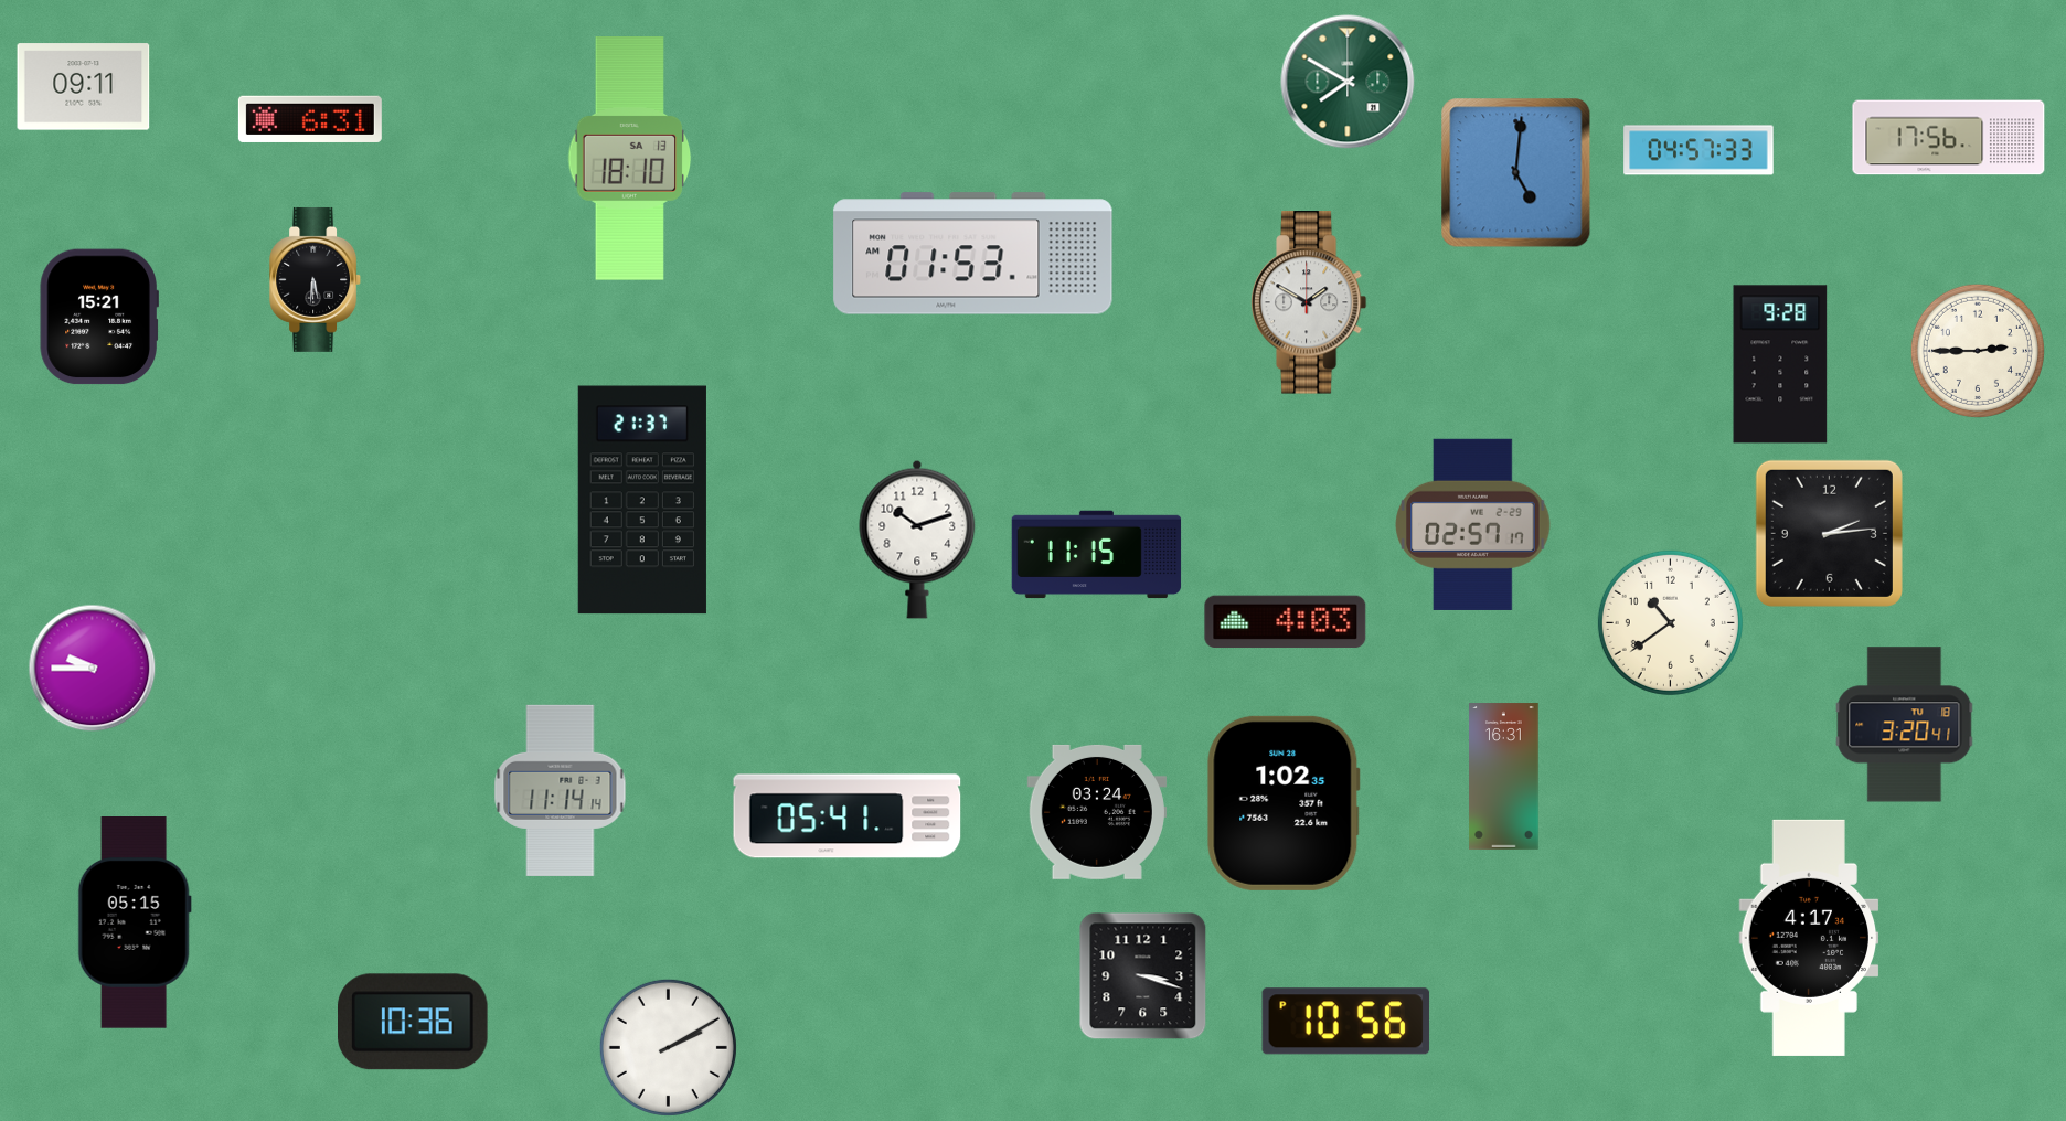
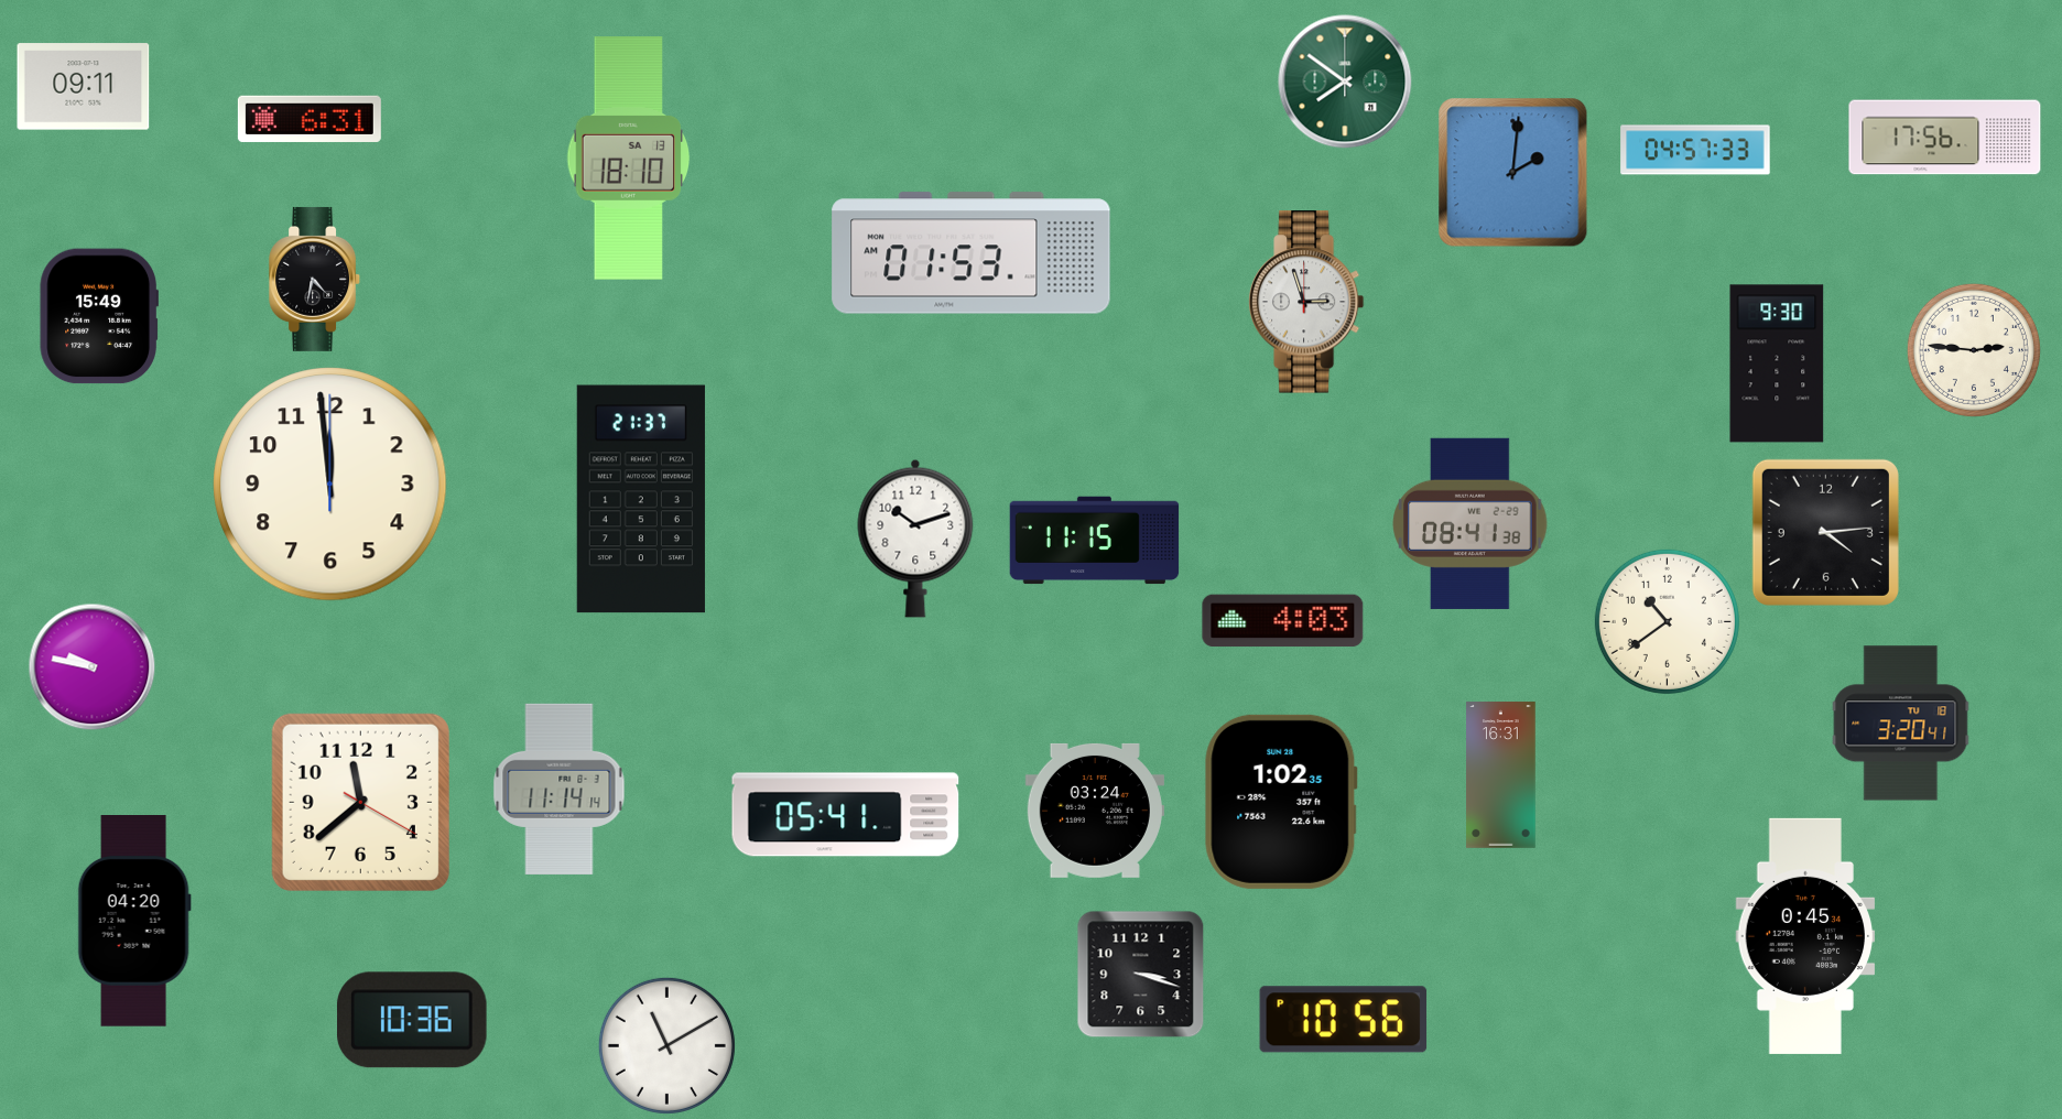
clock at (1348, 82): 7:50 -> 7:51
clock at (1516, 173): 5:01 -> 2:01
clock at (316, 279): 5:31 -> 4:32
clock at (1309, 302): 1:50 -> 2:57
clock at (99, 317): 15:21 -> 15:49
clock at (1978, 351): 2:45 -> 2:46
clock at (1780, 364): 9:28 -> 9:30
clock at (330, 485): none -> 11:59
clock at (1473, 524): 02:57 -> 08:41
clock at (1829, 533): 2:14 -> 4:14
clock at (1097, 555) position: (1097, 555) -> (1095, 541)
clock at (93, 669): 9:45 -> 9:47
clock at (360, 802): none -> 11:38
clock at (135, 924): 05:15 -> 04:20
clock at (1809, 938): 4:17 -> 0:45
clock at (668, 1047): 2:10 -> 11:10
